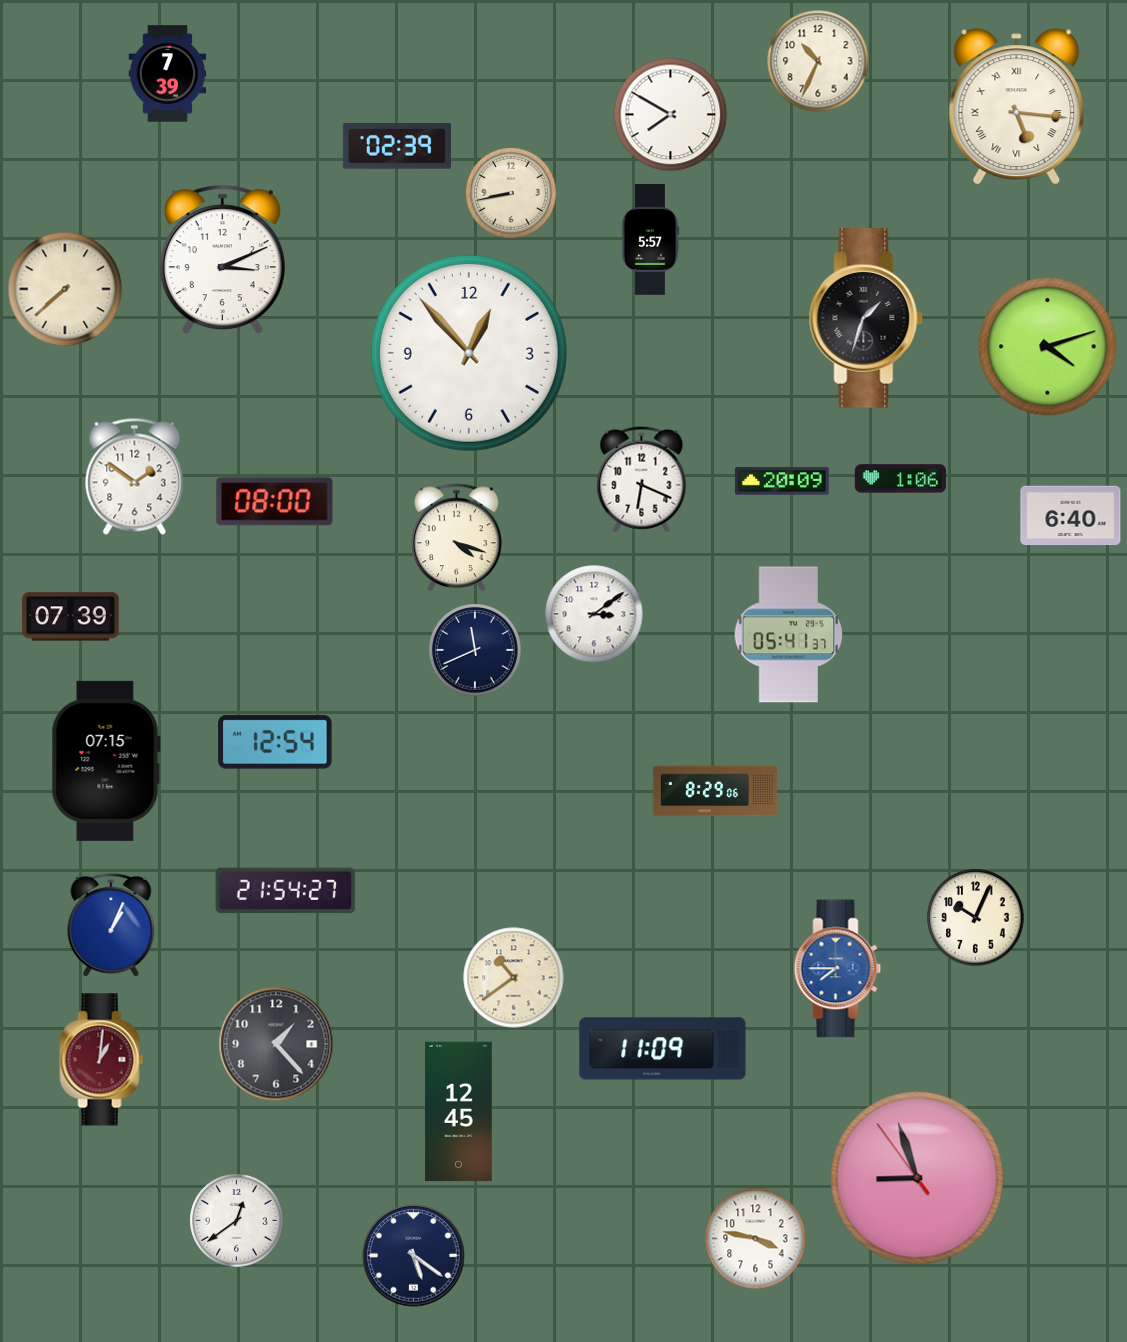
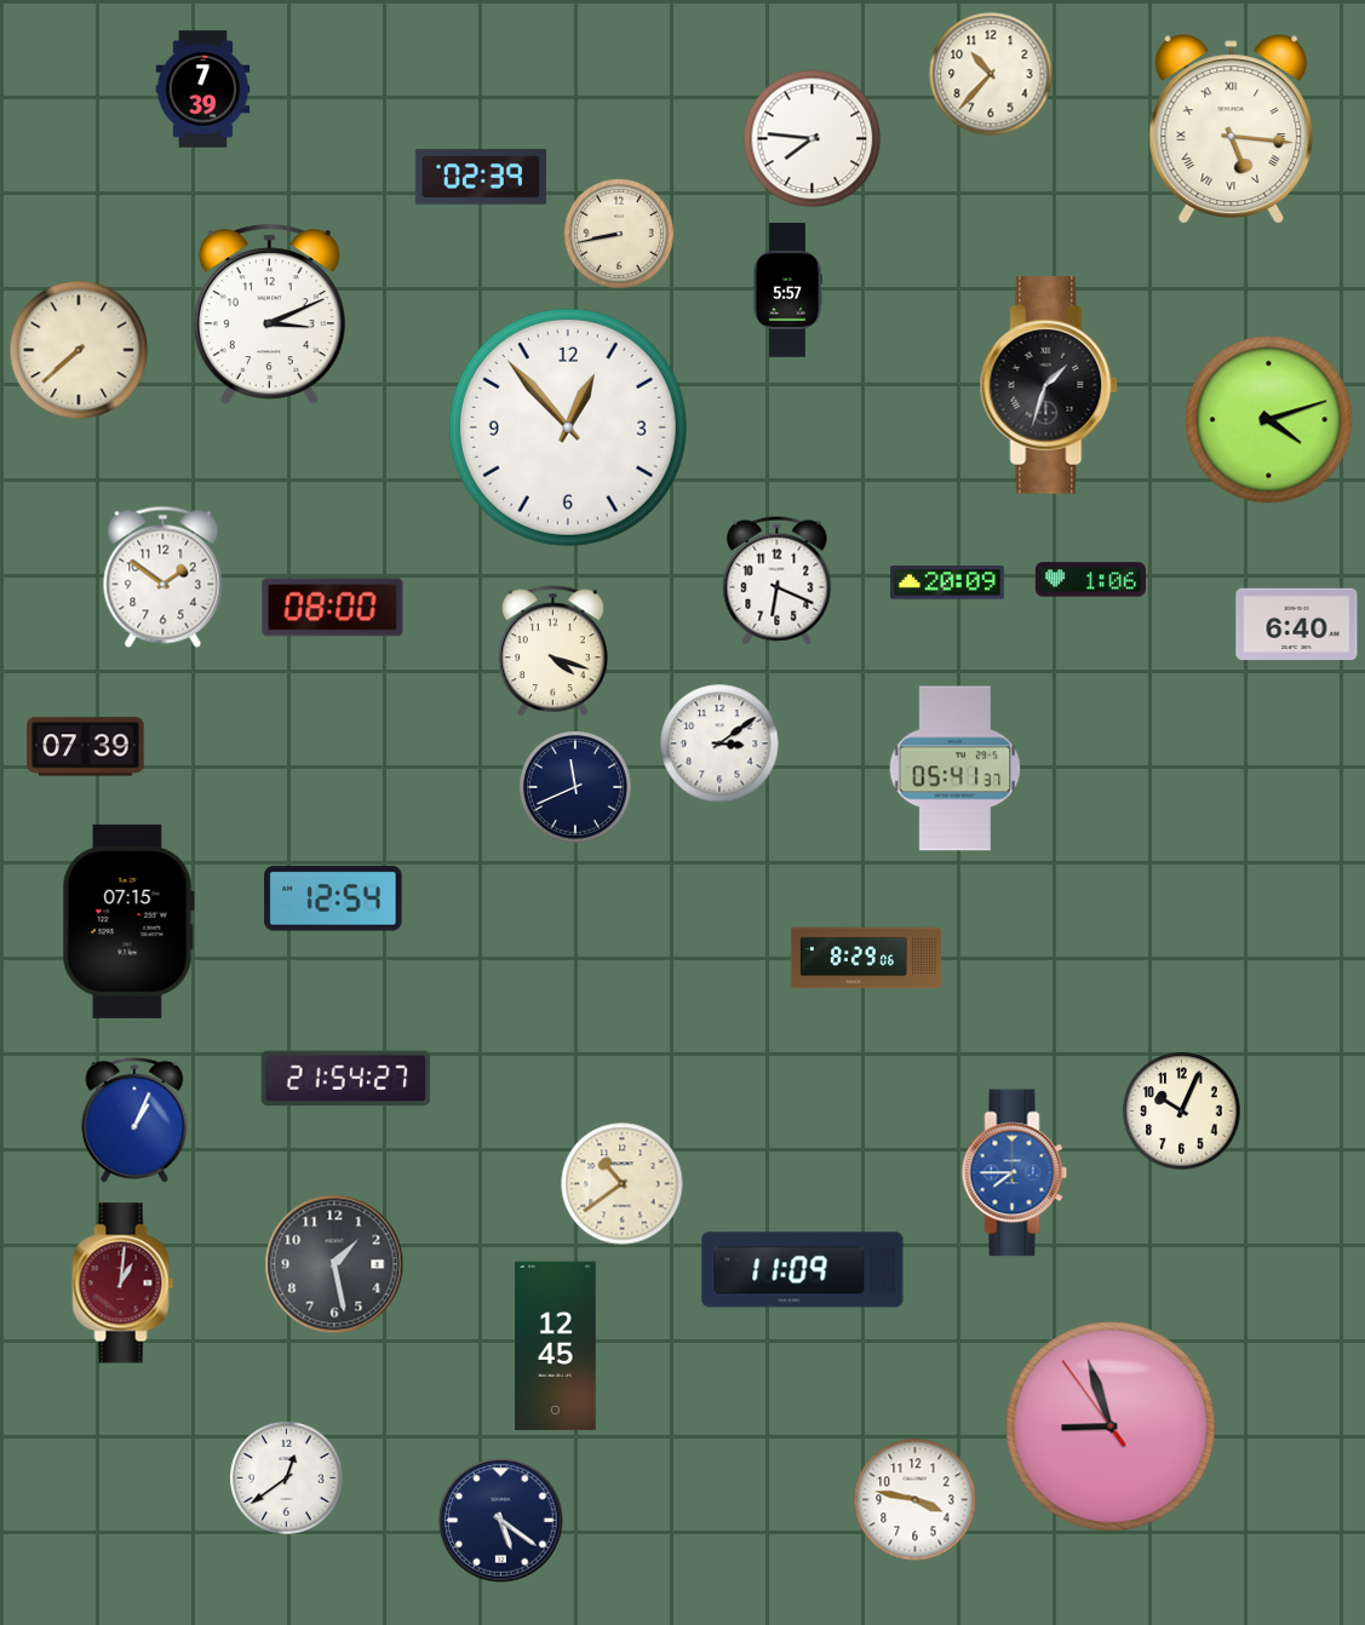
clock at (818, 61): 10:34 -> 10:37
clock at (671, 115): 7:50 -> 7:46
clock at (276, 1044): 1:23 -> 1:28
